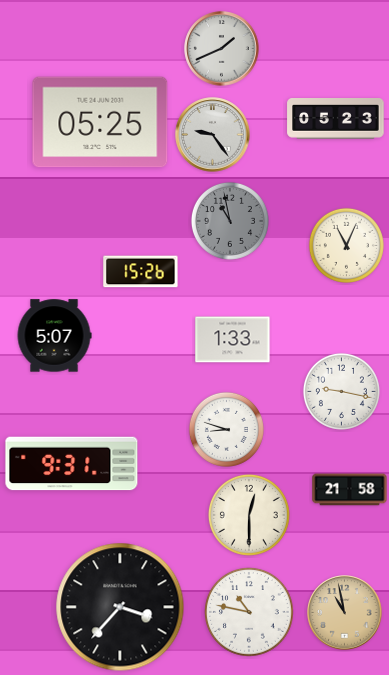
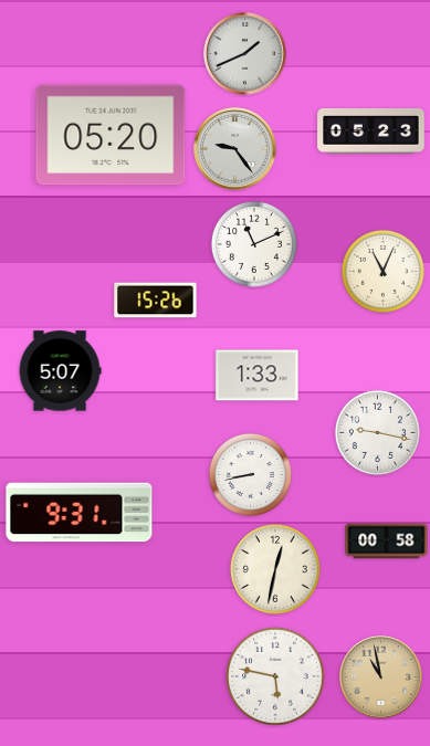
clock at (100, 122): 05:25 -> 05:20
clock at (230, 221): 10:58 -> 11:11
clock at (230, 221) dial: grey -> white
clock at (226, 429): 8:48 -> 8:43
clock at (350, 490): 21:58 -> 00:58
clock at (249, 515): 12:30 -> 12:32
clock at (120, 607): 3:37 -> none
clock at (250, 613): 10:47 -> 5:47
